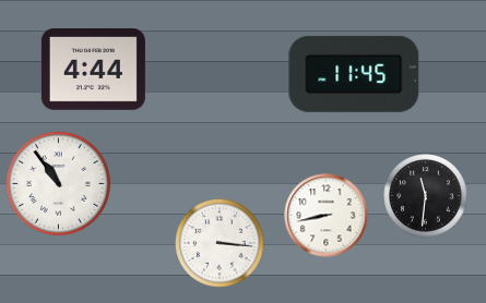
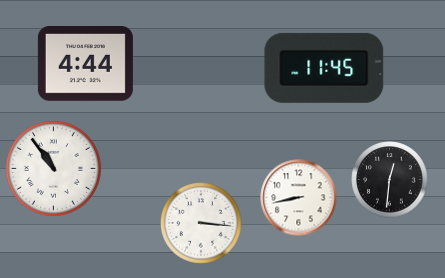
clock at (426, 196): 11:31 -> 12:31
